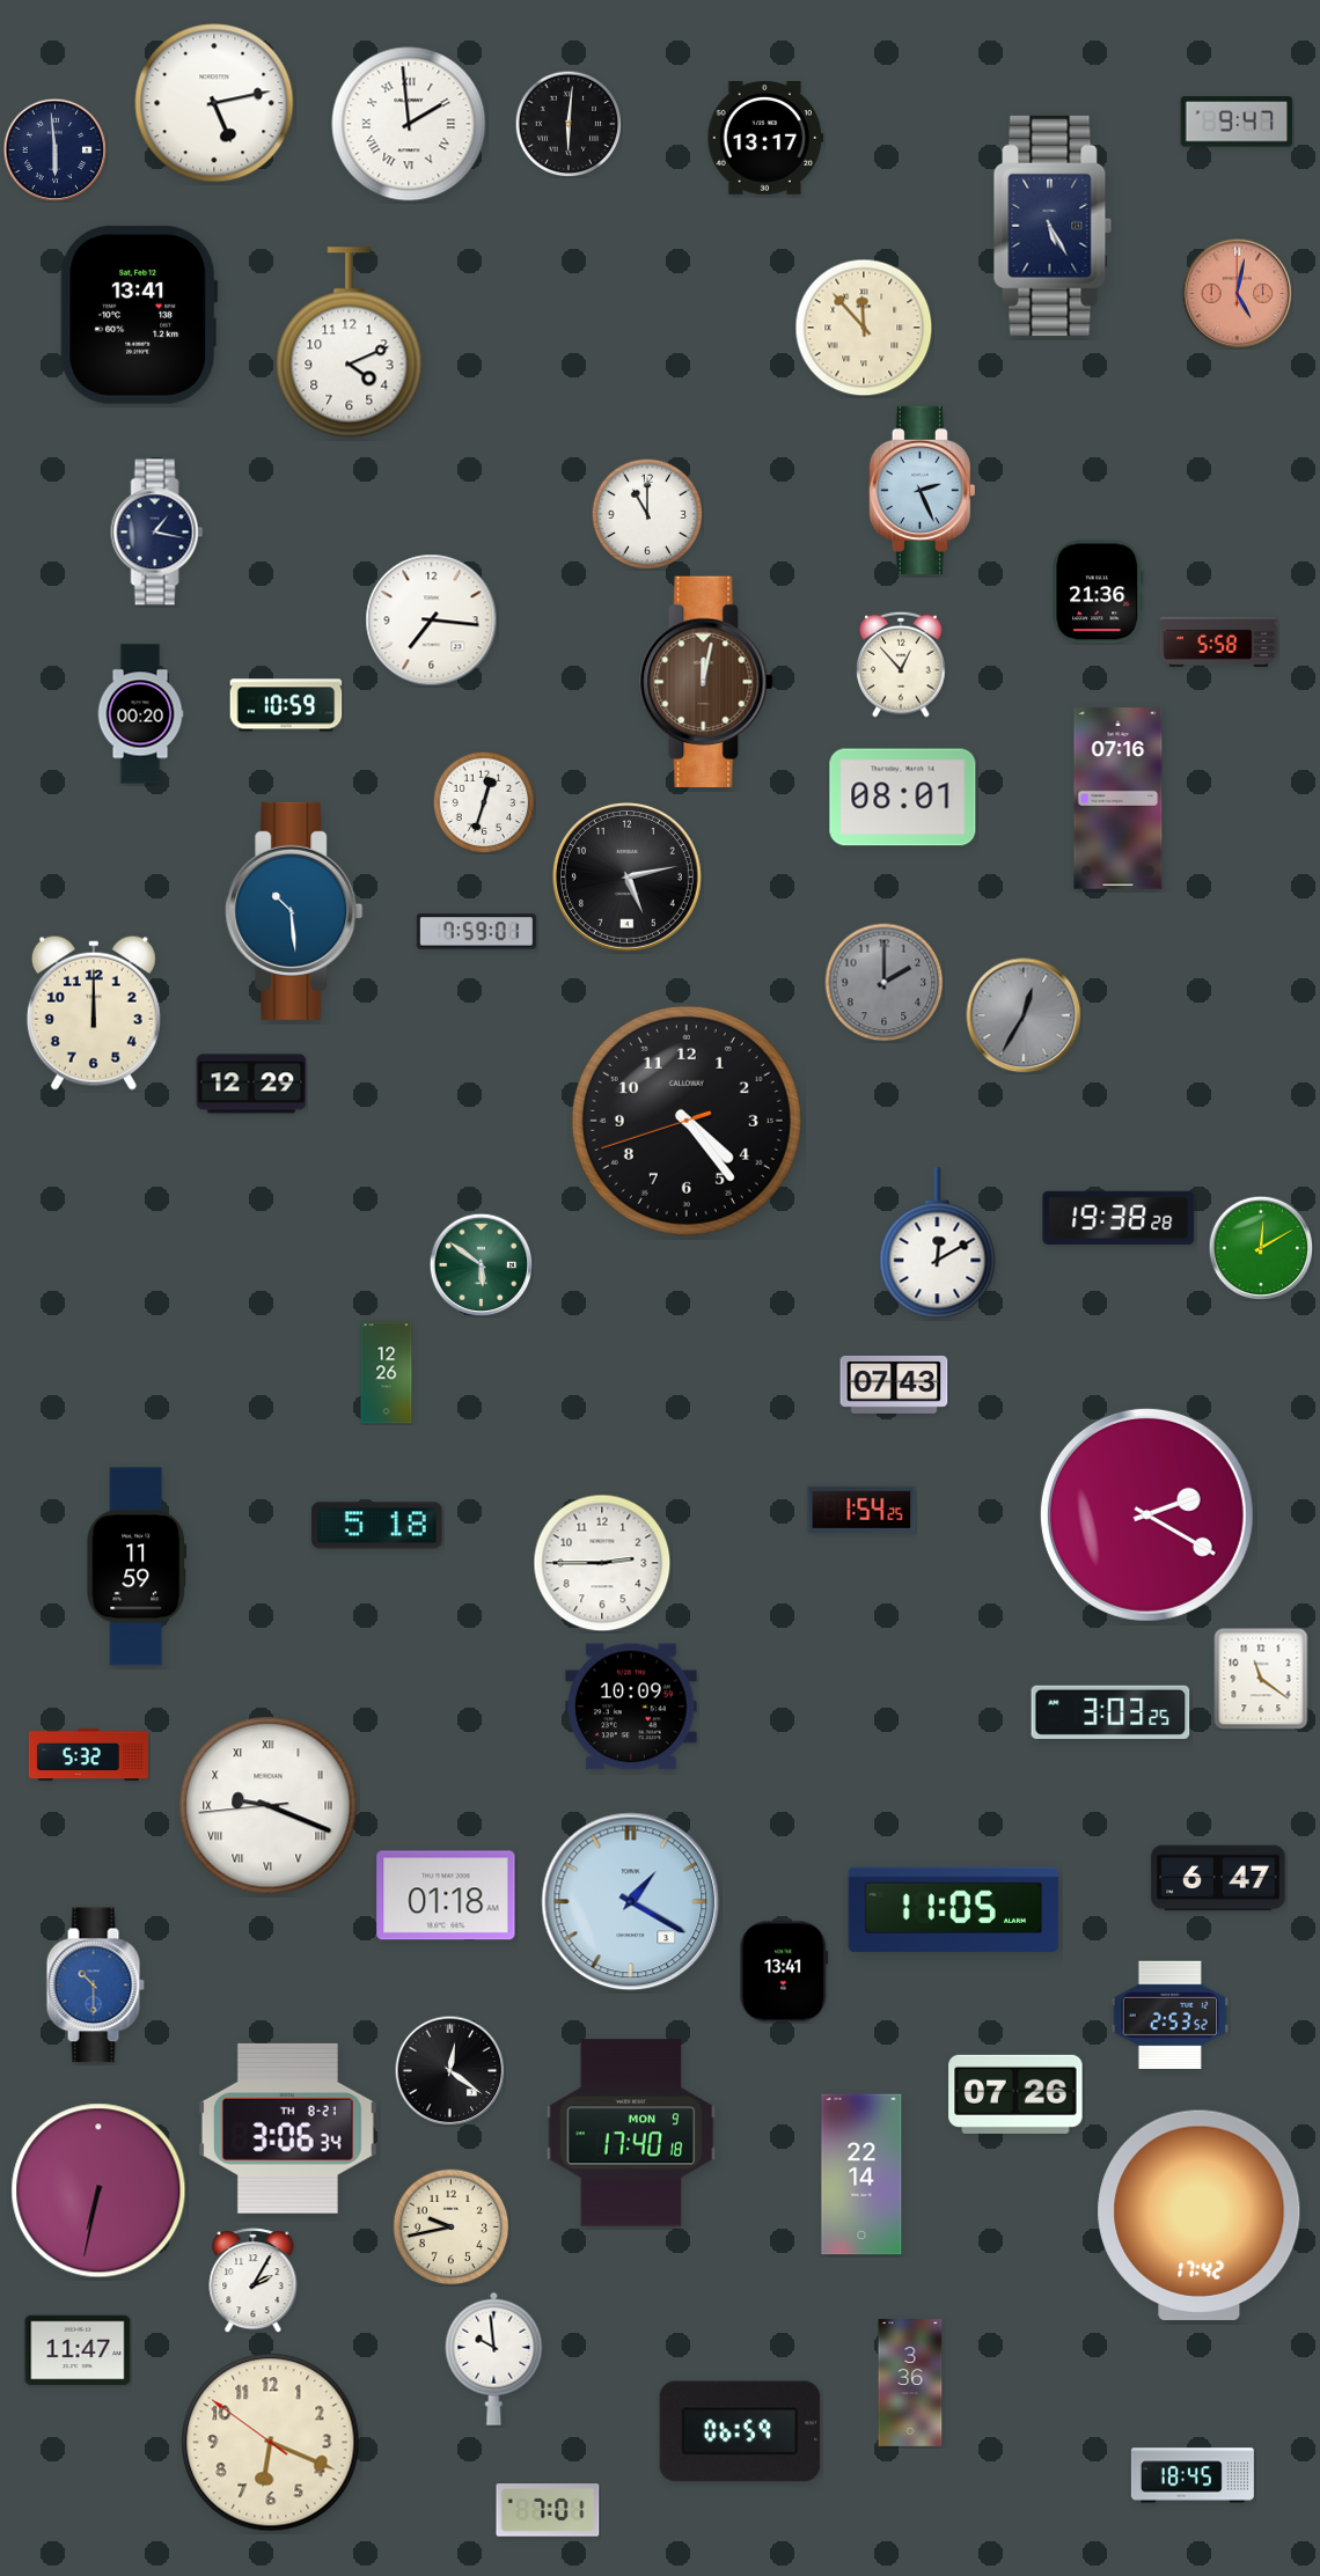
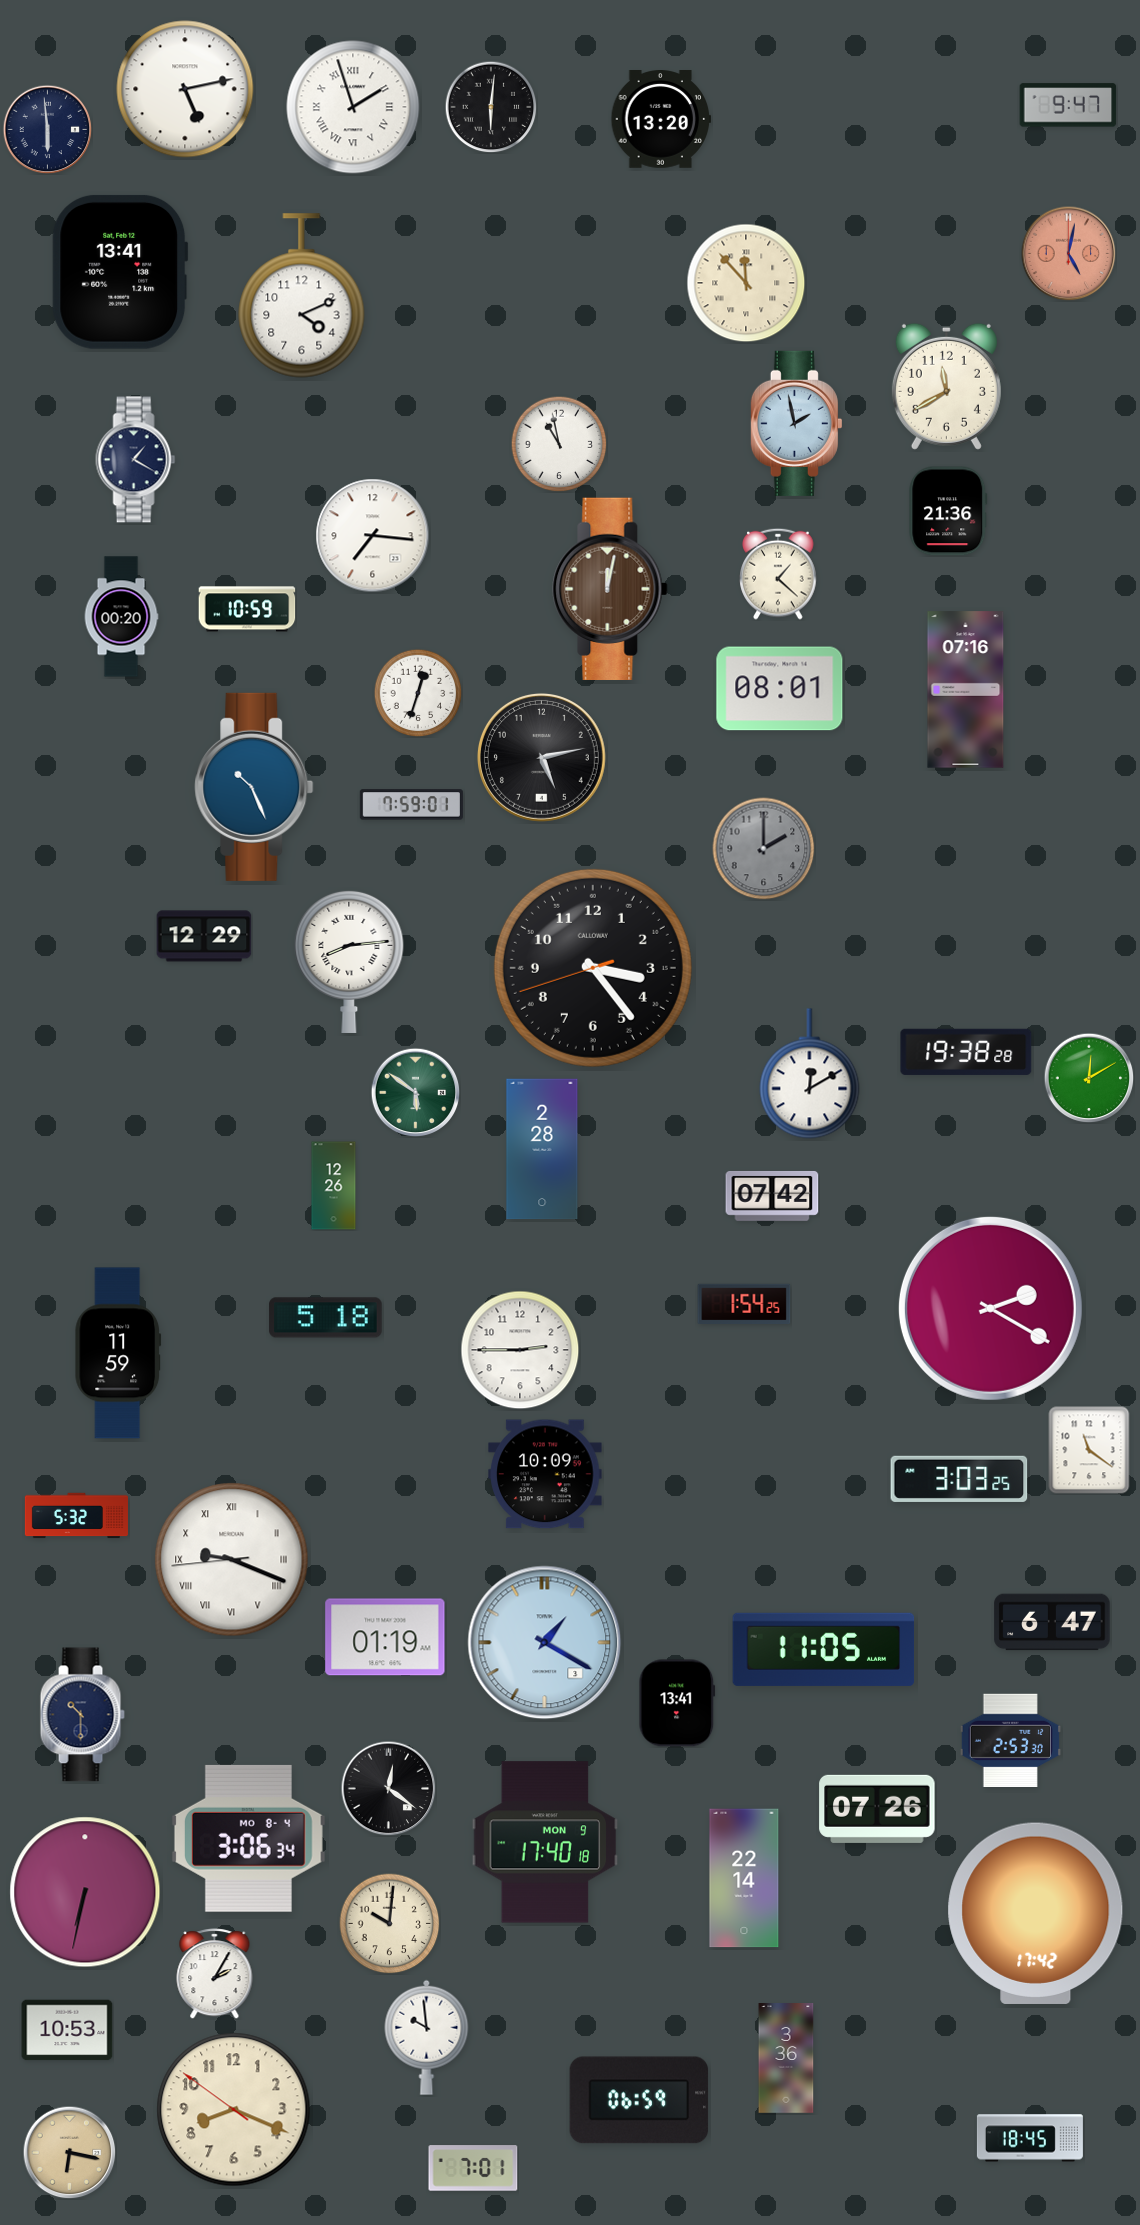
clock at (409, 124): 1:59 -> 1:57
clock at (765, 139): 13:17 -> 13:20
clock at (1053, 226): 5:25 -> none
clock at (946, 386): none -> 11:40
clock at (922, 490): 2:26 -> 1:58
clock at (647, 514): 11:00 -> 10:58
clock at (157, 533): 1:17 -> 1:20
clock at (1218, 641): 5:58 -> none
clock at (901, 665): 12:53 -> 1:22
clock at (294, 911): 10:29 -> 10:26
clock at (94, 1013): 12:00 -> none
clock at (1024, 1015): 12:35 -> none
clock at (251, 1084) position: (251, 1084) -> (204, 936)
clock at (349, 961): none -> 8:14
clock at (687, 1121): 4:23 -> 3:23
clock at (542, 1149): none -> 2:28
clock at (894, 1385): 07:43 -> 07:42
clock at (446, 1895): 01:18 -> 01:19
clock at (95, 1986) dial: blue -> navy
clock at (1169, 2014): 2:53:52 -> 2:53:30
clock at (287, 2128) date: TH 8-21 -> MO 8-4
clock at (452, 2228): 9:43 -> 10:01
clock at (254, 2281) position: (254, 2281) -> (215, 1974)
clock at (78, 2350): 11:47 -> 10:53
clock at (271, 2443): 6:18 -> 8:18
clock at (69, 2152): none -> 6:17
